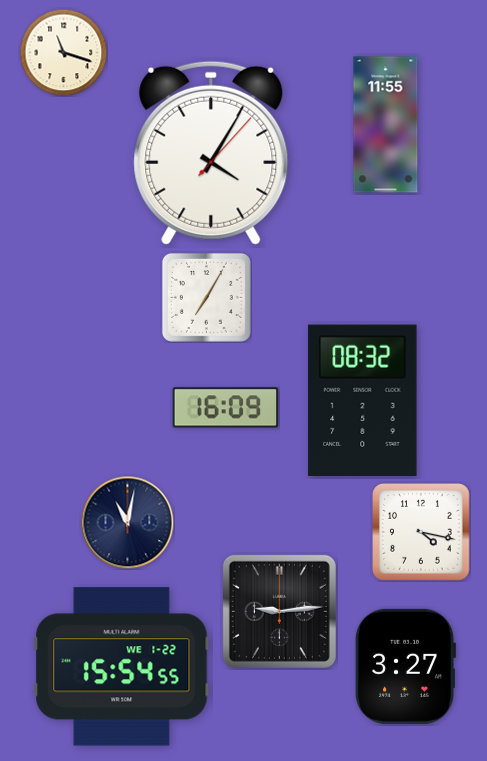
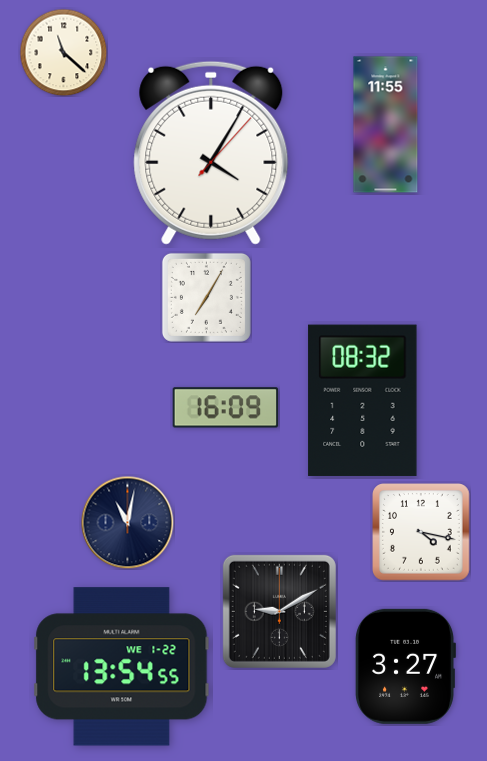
clock at (63, 52): 11:18 -> 11:22
clock at (279, 611): 9:14 -> 9:10
clock at (122, 667): 15:54 -> 13:54
